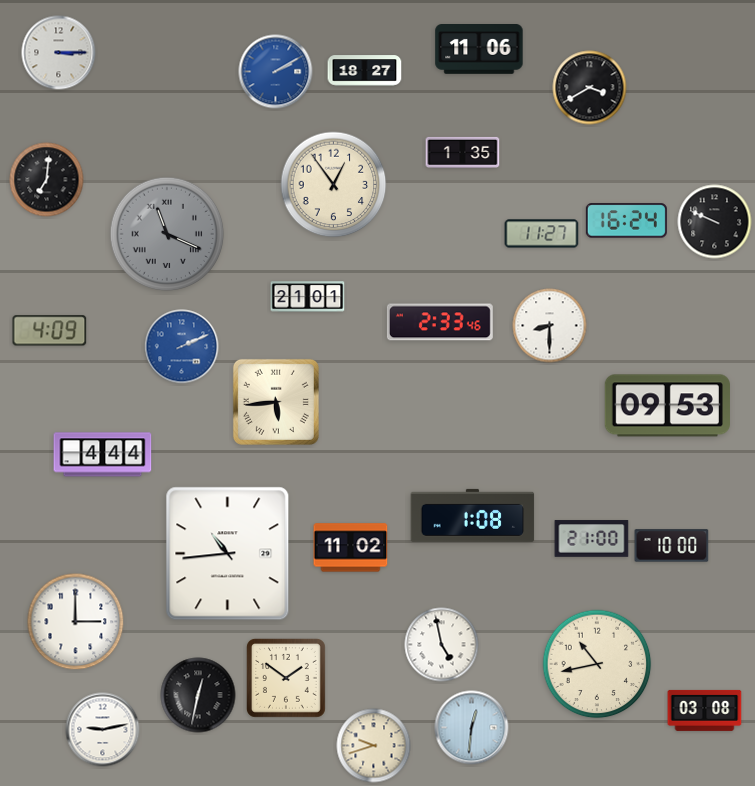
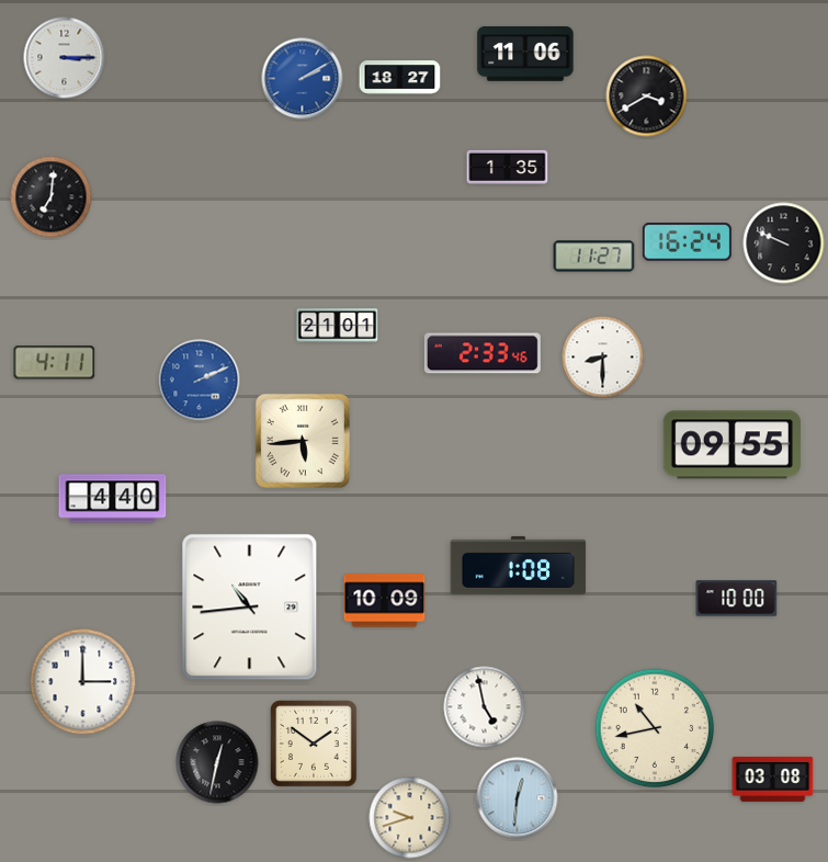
clock at (334, 185): 12:54 -> none
clock at (167, 234): 11:19 -> none
clock at (50, 331): 4:09 -> 4:11
clock at (667, 406): 09:53 -> 09:55
clock at (103, 455): 4:44 -> 4:40
clock at (592, 539): 21:00 -> none
clock at (351, 548): 11:02 -> 10:09
clock at (103, 730): 9:13 -> none
